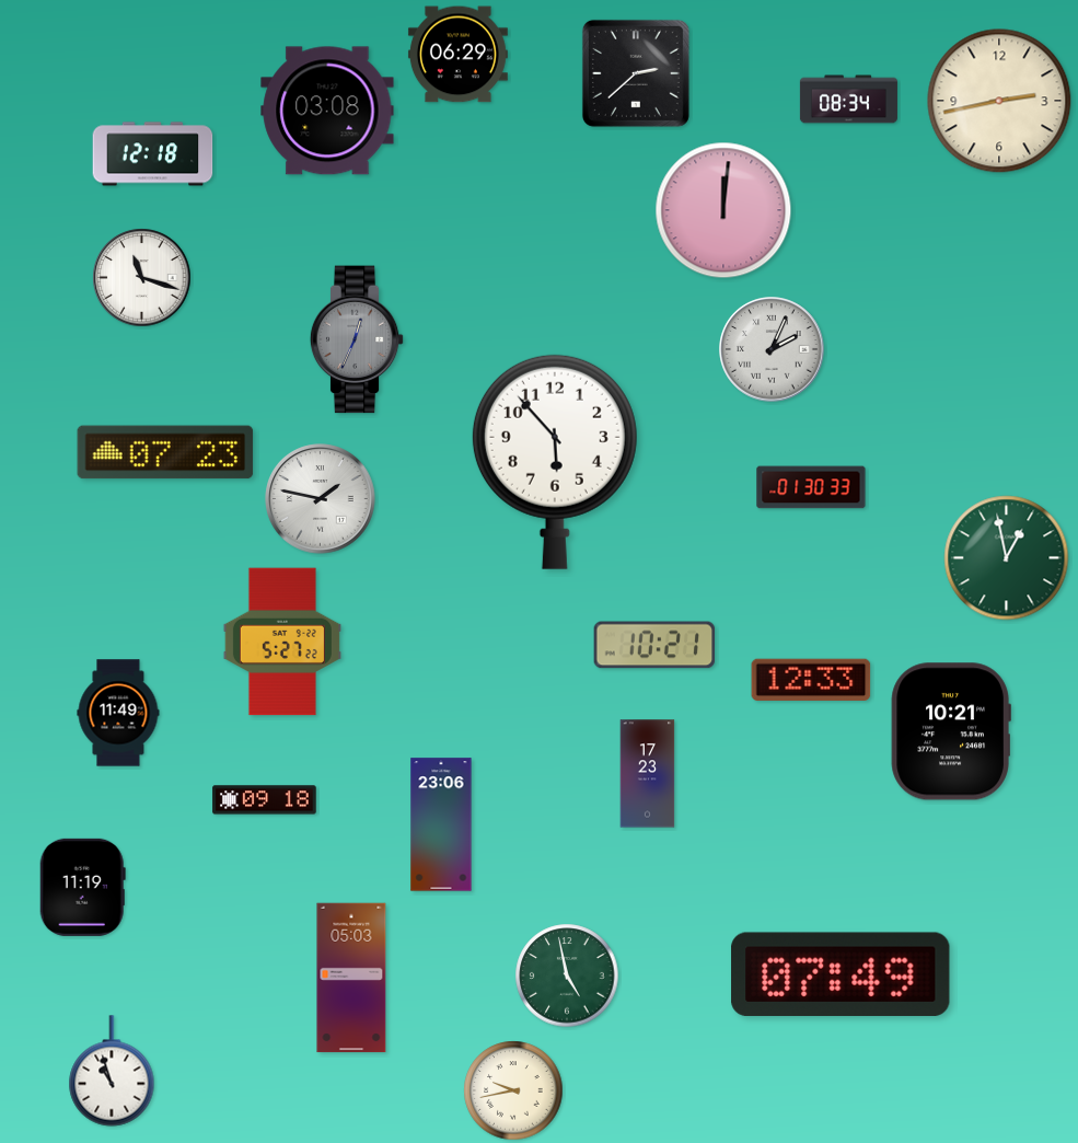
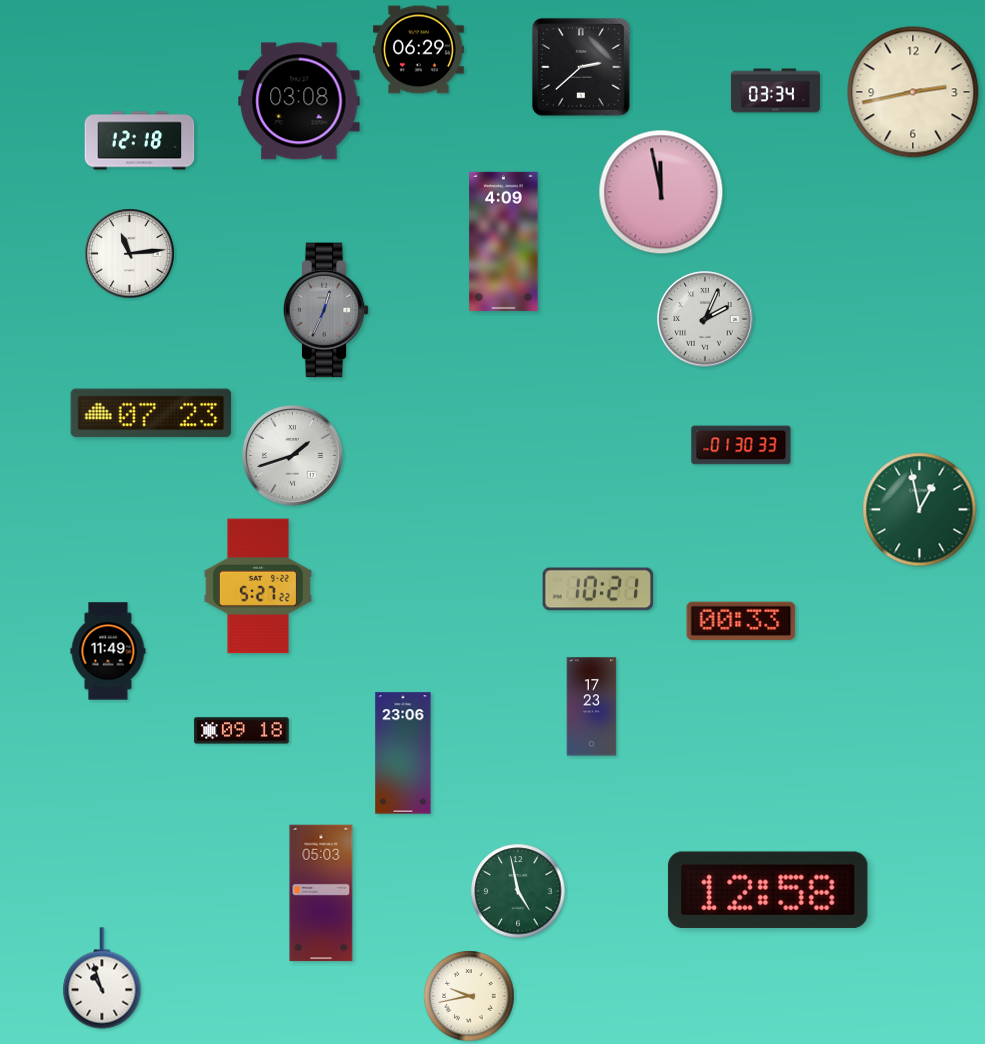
clock at (848, 100): 08:34 -> 03:34
clock at (723, 210): 12:01 -> 11:58
clock at (504, 241): none -> 4:09
clock at (142, 278): 11:18 -> 11:14
clock at (555, 462): 5:53 -> none
clock at (321, 499): 1:47 -> 1:42
clock at (811, 679): 12:33 -> 00:33
clock at (951, 731): 10:21 -> none
clock at (82, 887): 11:19 -> none
clock at (841, 974): 07:49 -> 12:58
